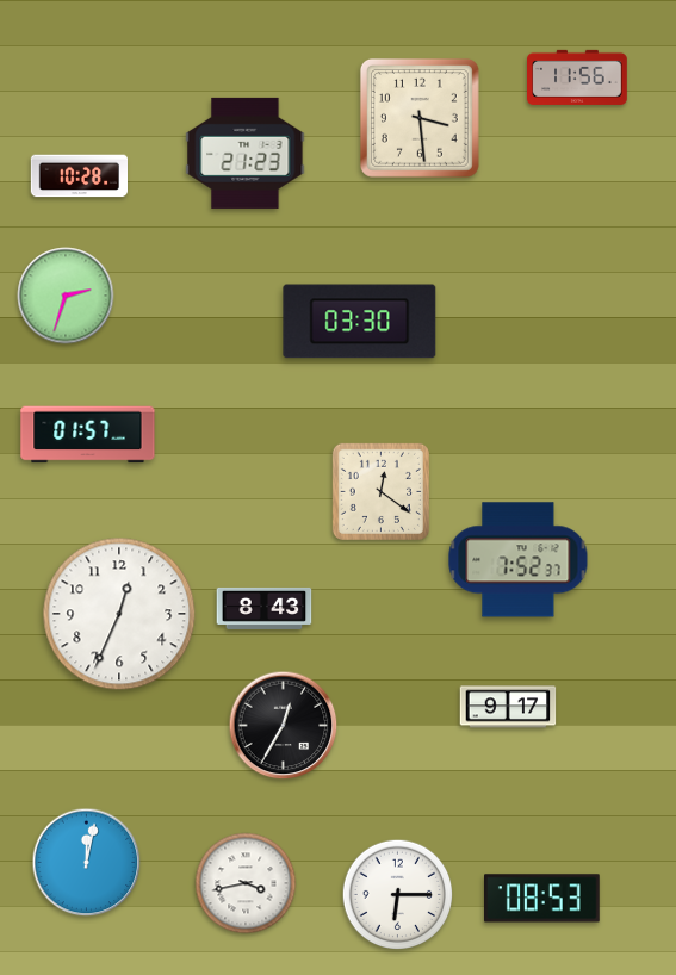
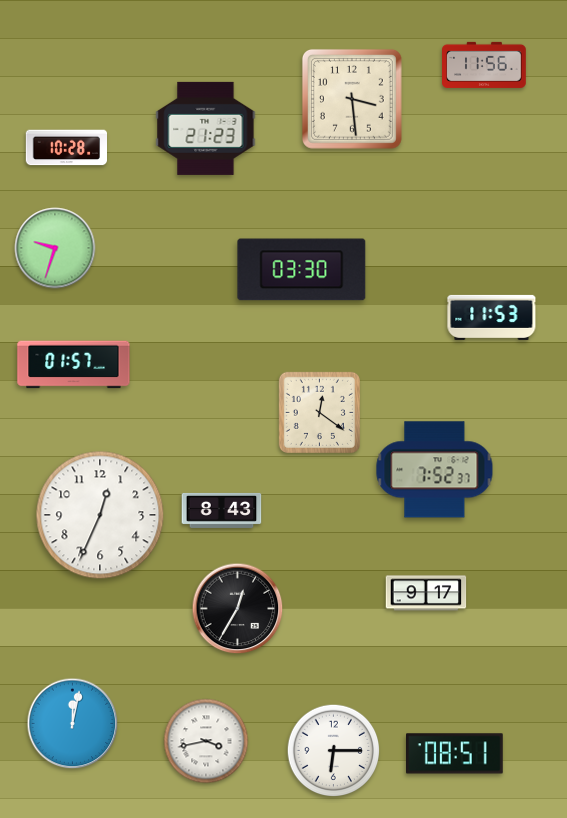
clock at (66, 296): 2:33 -> 9:33
clock at (492, 317): none -> 11:53
clock at (542, 899): 08:53 -> 08:51
